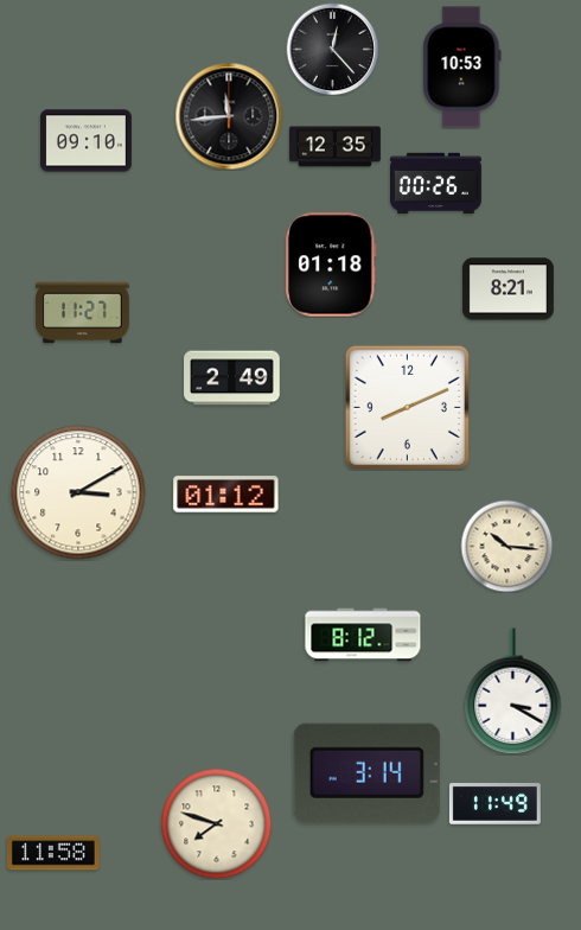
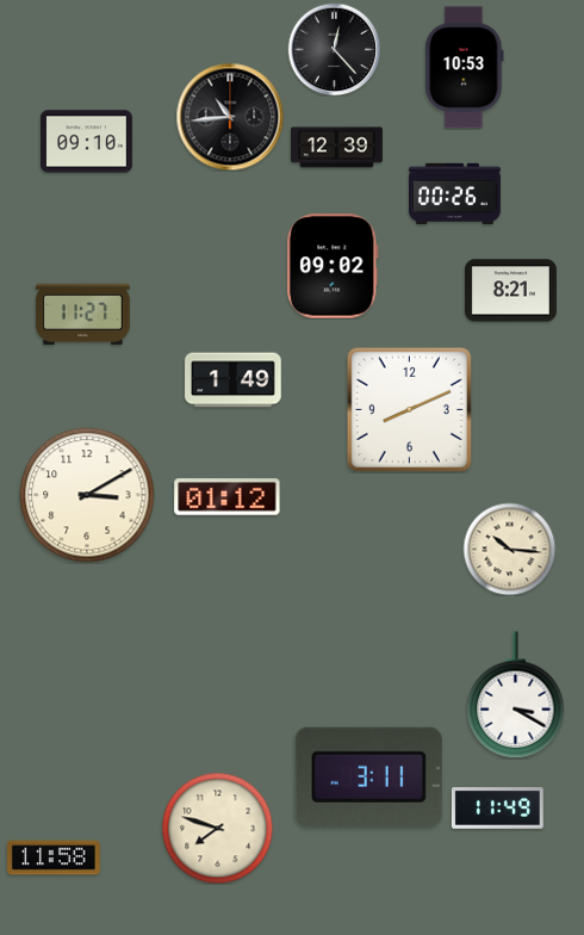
clock at (229, 116): 11:44 -> 10:44
clock at (334, 147): 12:35 -> 12:39
clock at (435, 184) position: (435, 184) -> (454, 194)
clock at (331, 265): 01:18 -> 09:02
clock at (232, 378): 2:49 -> 1:49
clock at (78, 492) position: (78, 492) -> (87, 495)
clock at (363, 635): 8:12 -> none
clock at (366, 772): 3:14 -> 3:11
